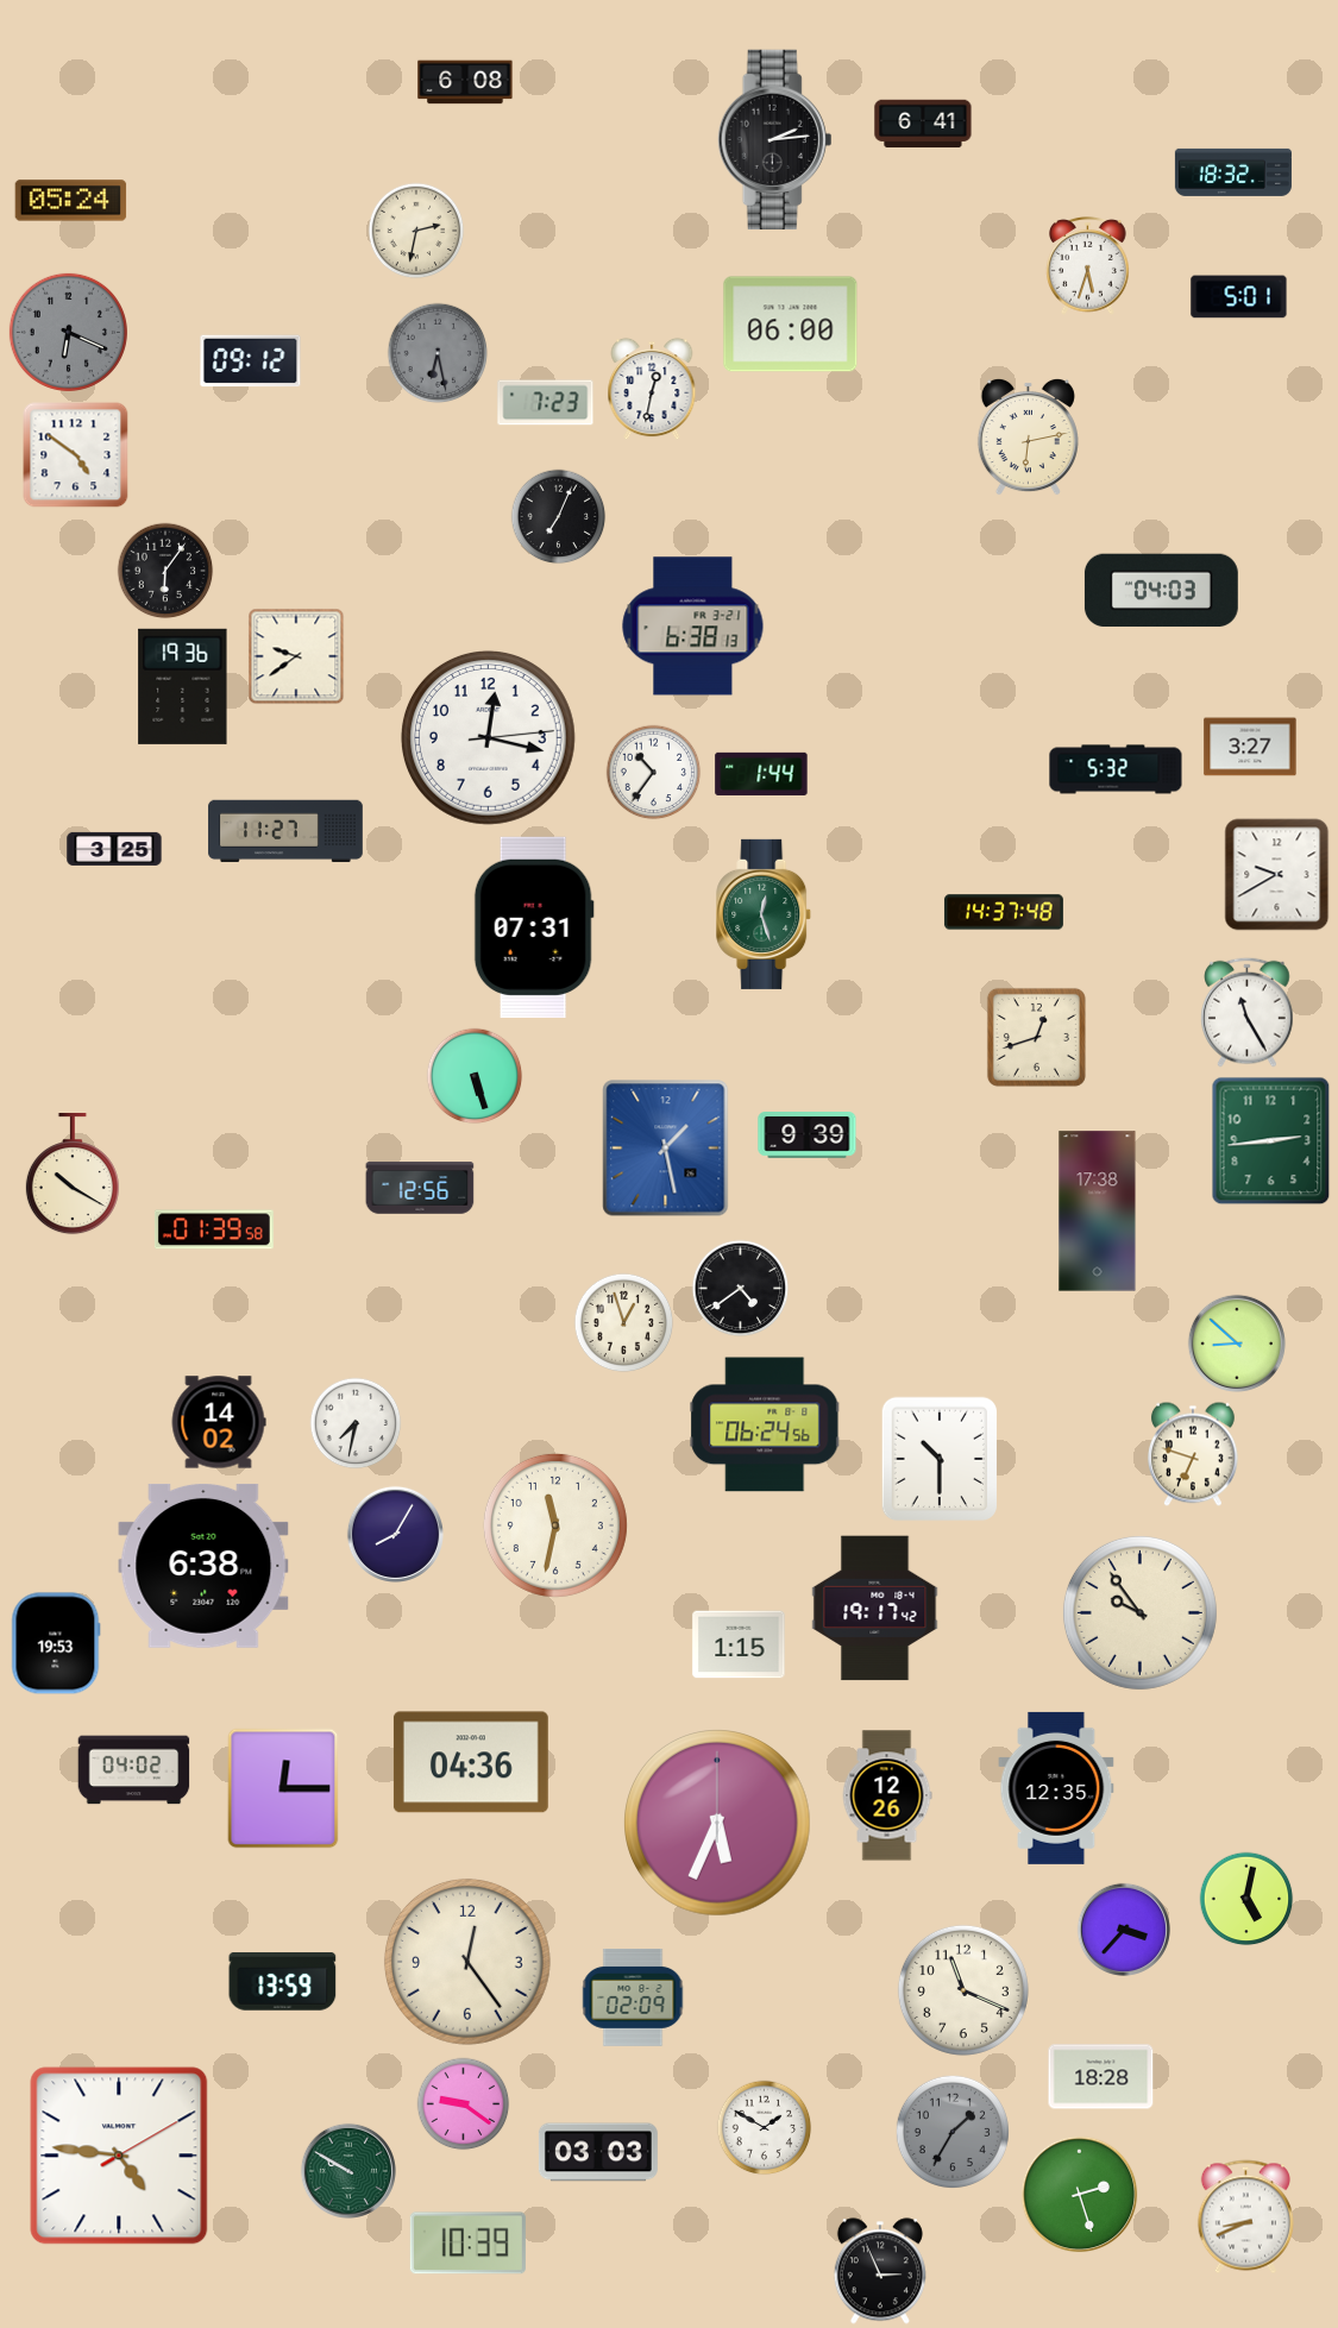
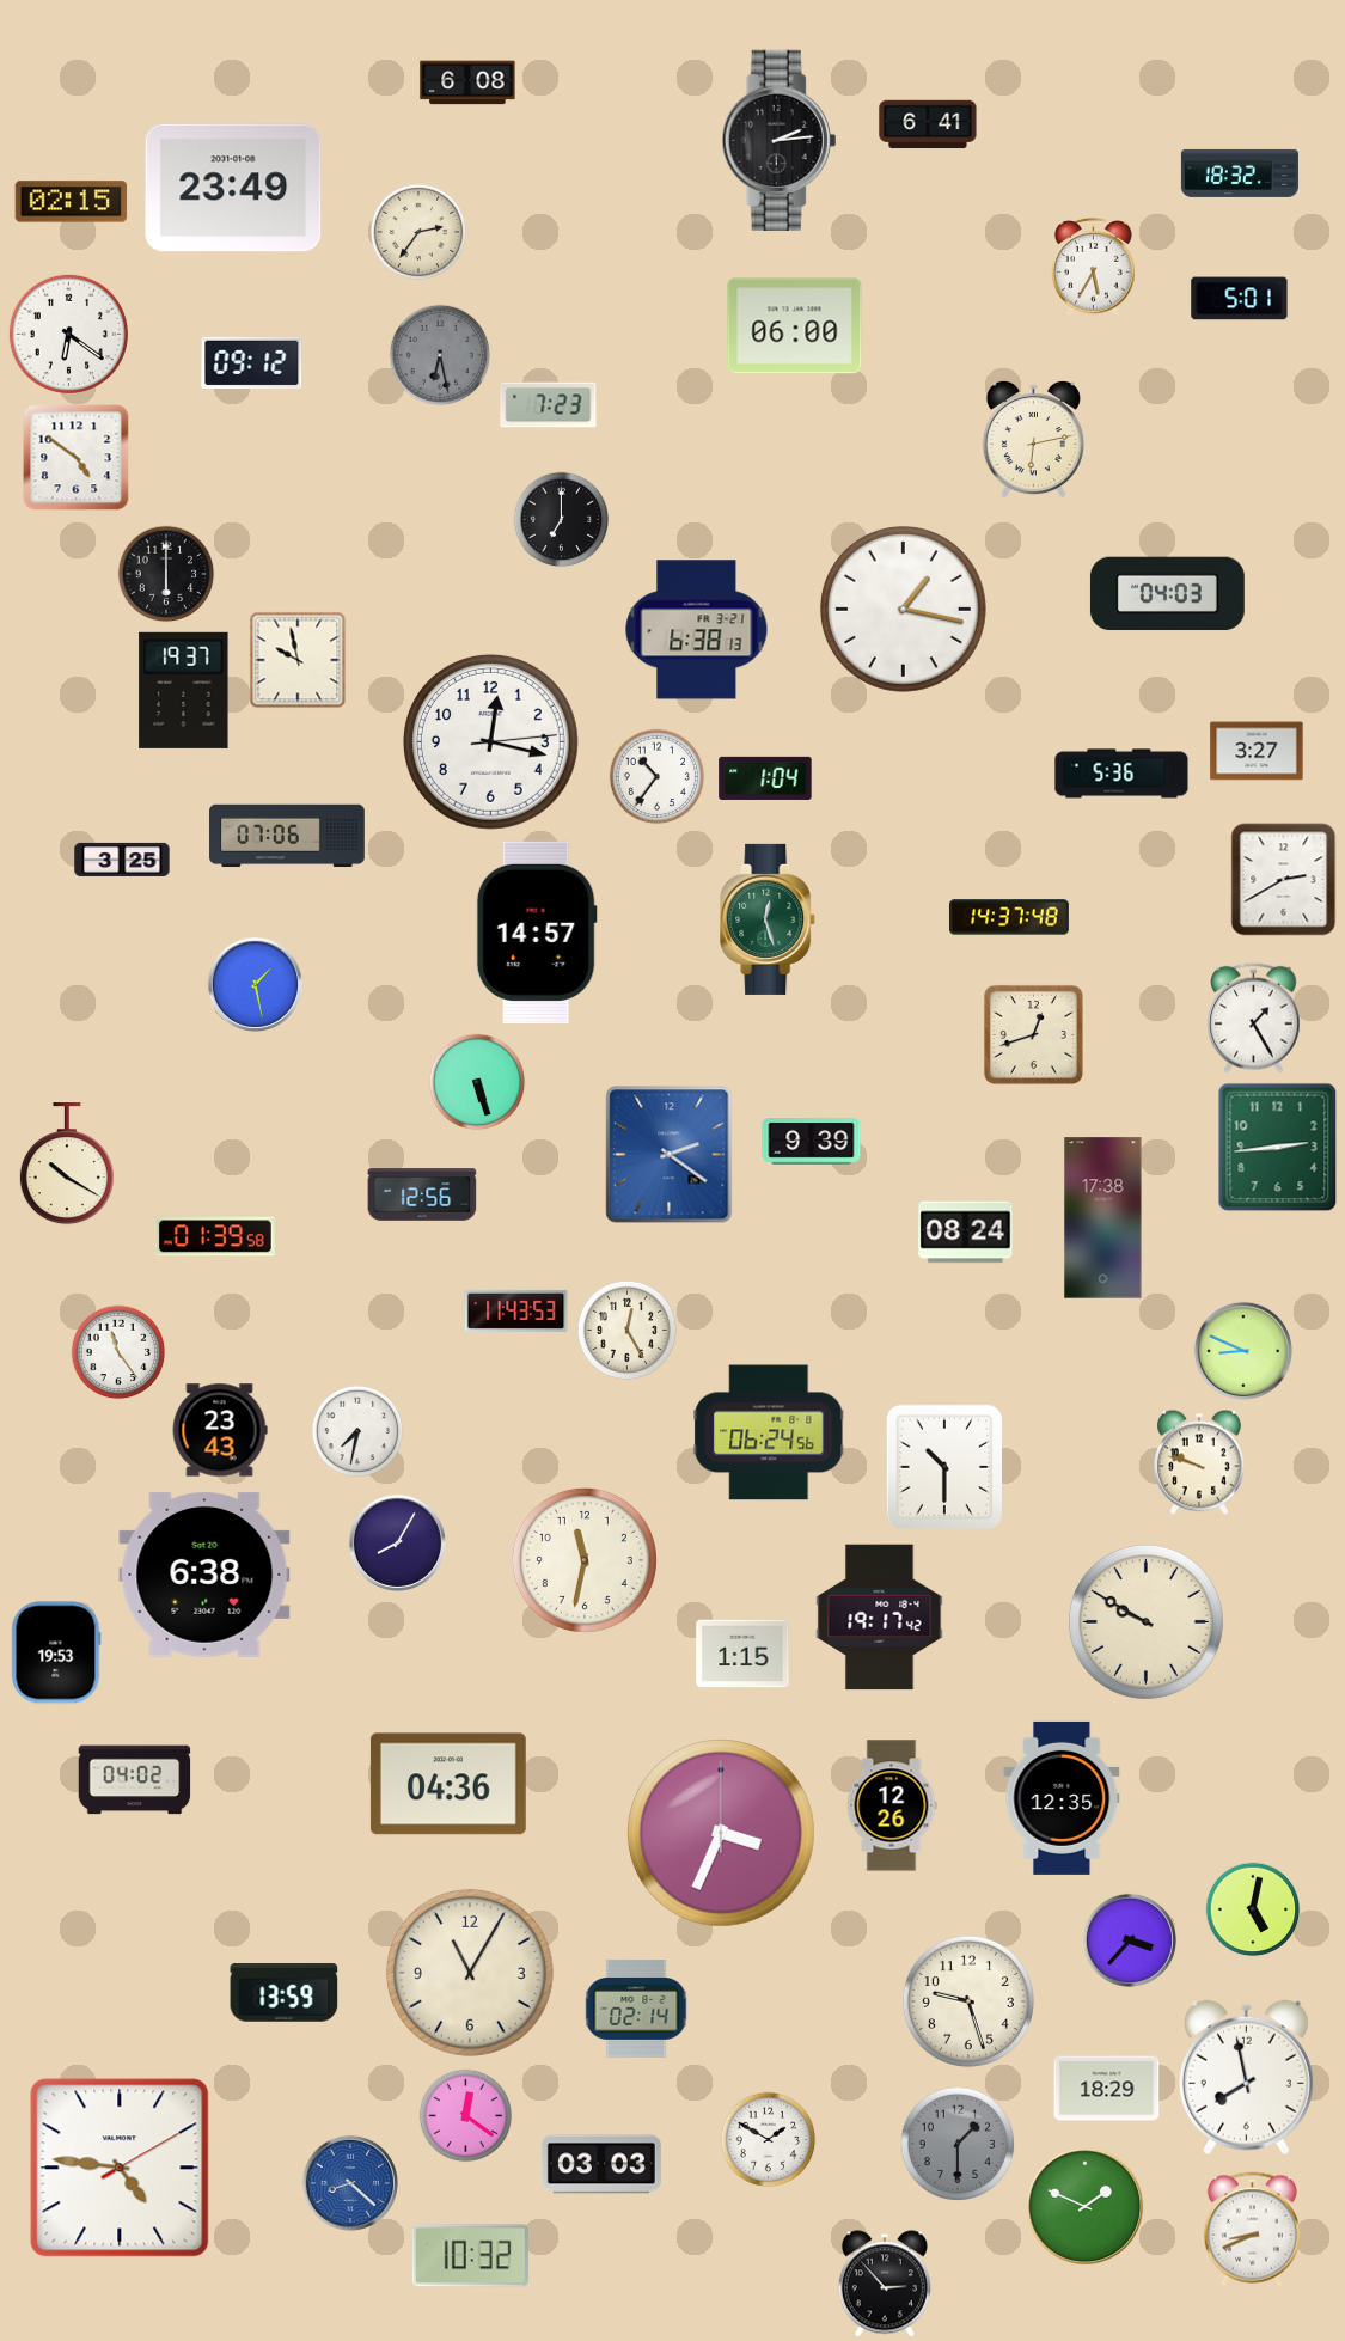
clock at (233, 188): none -> 23:49
clock at (71, 201): 05:24 -> 02:15
clock at (416, 231): 2:32 -> 2:36
clock at (1088, 266): 5:33 -> 5:35
clock at (1239, 297) position: (1239, 297) -> (1240, 299)
clock at (68, 332): 6:19 -> 6:21
clock at (68, 332) dial: grey -> white
clock at (652, 389): 12:32 -> none
clock at (559, 517): 7:04 -> 7:00
clock at (165, 571): 6:06 -> 6:00
clock at (903, 609): none -> 1:17
clock at (296, 656): 9:39 -> 9:58
clock at (183, 686): 19:36 -> 19:37
clock at (1116, 769): 5:32 -> 5:36
clock at (761, 774): 1:44 -> 1:04
clock at (285, 831): 11:27 -> 07:06
clock at (114, 849) position: (114, 849) -> (122, 860)
clock at (1277, 875): 9:40 -> 2:40
clock at (534, 927): 07:31 -> 14:57
clock at (255, 984): none -> 1:28
clock at (1248, 1012): 11:25 -> 1:25
clock at (1036, 1037) position: (1036, 1037) -> (1033, 1034)
clock at (666, 1149): 1:28 -> 2:21
clock at (73, 1175) position: (73, 1175) -> (67, 1165)
clock at (966, 1233): none -> 08:24
clock at (741, 1289): 4:39 -> none
clock at (516, 1310): none -> 11:43
clock at (624, 1323): 12:57 -> 12:25
clock at (1237, 1344): 8:52 -> 8:49
clock at (118, 1352): none -> 11:24
clock at (219, 1422): 14:02 -> 23:43
clock at (1194, 1454): 6:48 -> 9:48
clock at (555, 1525) position: (555, 1525) -> (585, 1560)
clock at (1139, 1612): 9:54 -> 9:50
clock at (471, 1762) position: (471, 1762) -> (448, 1784)
clock at (283, 1788): 12:15 -> none
clock at (718, 1824): 5:34 -> 3:34
clock at (467, 1962): 12:24 -> 11:05
clock at (963, 1990): 11:19 -> 9:27
clock at (633, 1999): 02:09 -> 02:14
clock at (1246, 2078): none -> 7:58
clock at (1101, 2077): 18:28 -> 18:29
clock at (464, 2104): 9:21 -> 12:21
clock at (951, 2131): 1:35 -> 1:30
clock at (348, 2171): 9:50 -> 8:22
clock at (348, 2171) dial: green -> blue
clock at (1080, 2195): 2:27 -> 1:49
clock at (467, 2244): 10:39 -> 10:32
clock at (880, 2271): 2:56 -> 2:53
